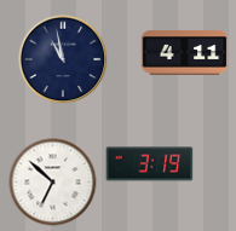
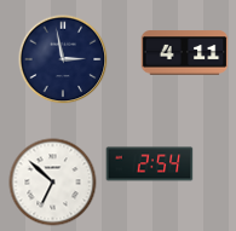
clock at (63, 59): 10:58 -> 2:58
clock at (150, 164): 3:19 -> 2:54
